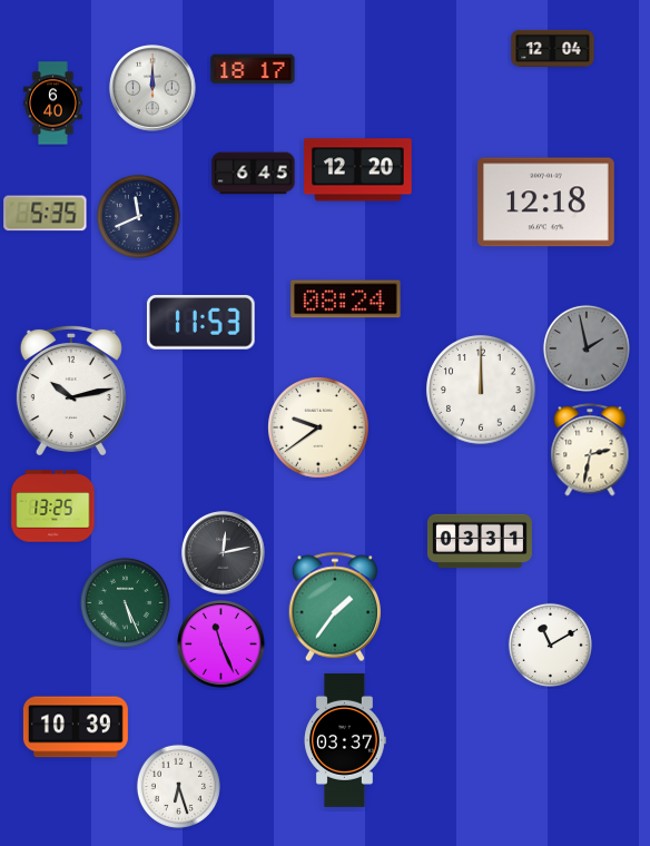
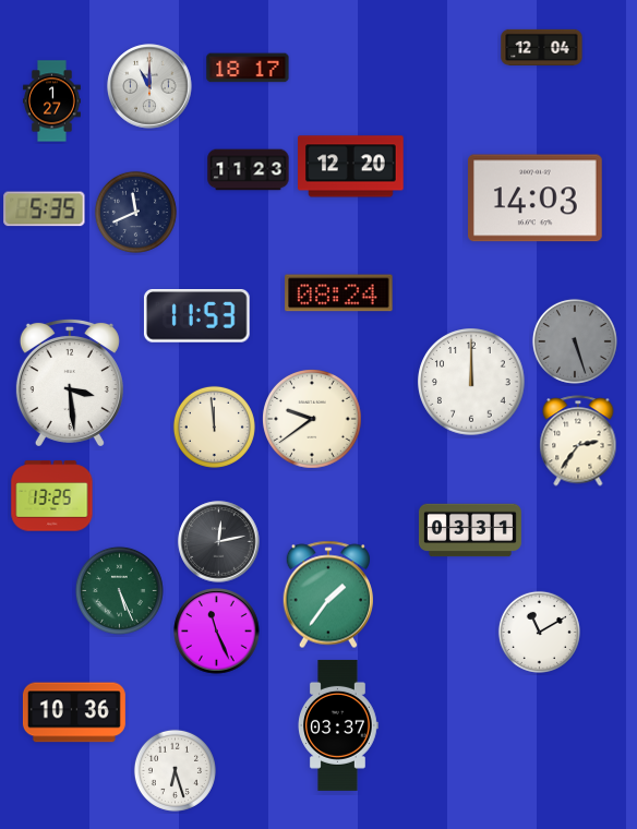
clock at (152, 88): 12:00 -> 11:00
clock at (53, 104): 6:40 -> 1:27
clock at (254, 174): 6:45 -> 11:23
clock at (546, 203): 12:18 -> 14:03
clock at (587, 348): 1:58 -> 5:27
clock at (71, 390): 10:13 -> 3:29
clock at (214, 426): none -> 11:59
clock at (590, 450): 2:32 -> 2:36
clock at (125, 602) position: (125, 602) -> (119, 590)
clock at (76, 727): 10:39 -> 10:36
